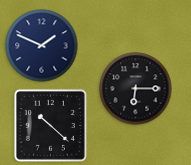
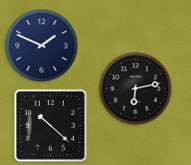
clock at (136, 89): 6:15 -> 6:13
